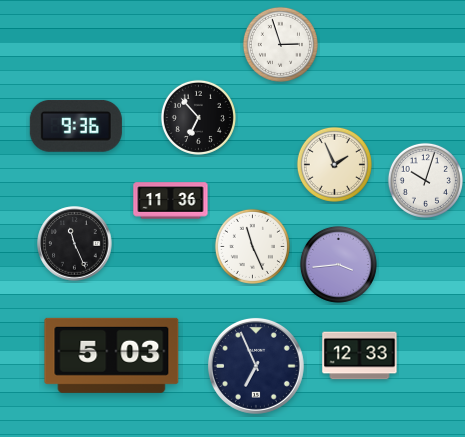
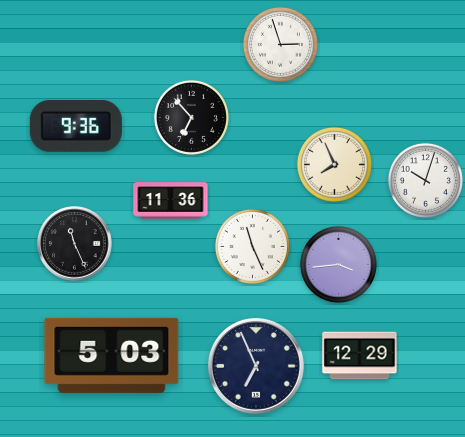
clock at (198, 117) position: (198, 117) -> (191, 117)
clock at (334, 164): 1:56 -> 7:56
clock at (360, 356): 12:33 -> 12:29
